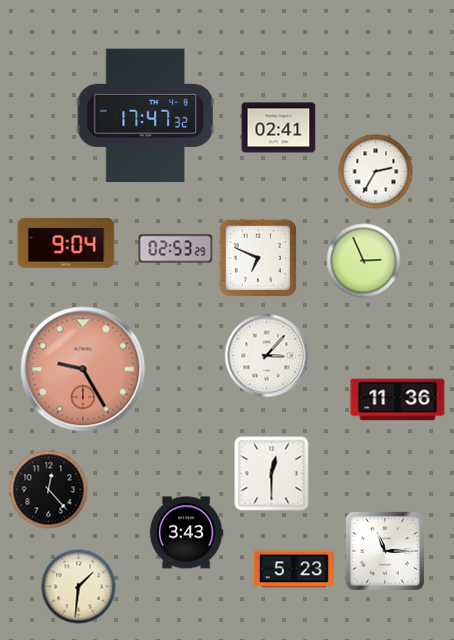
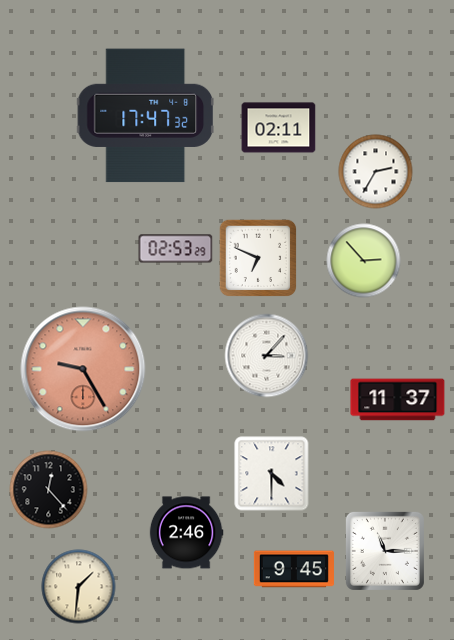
clock at (279, 128): 02:41 -> 02:11
clock at (66, 243): 9:04 -> none
clock at (364, 261): 2:56 -> 2:53
clock at (398, 400): 11:36 -> 11:37
clock at (272, 474): 12:30 -> 4:30
clock at (186, 533): 3:43 -> 2:46
clock at (294, 569): 5:23 -> 9:45
